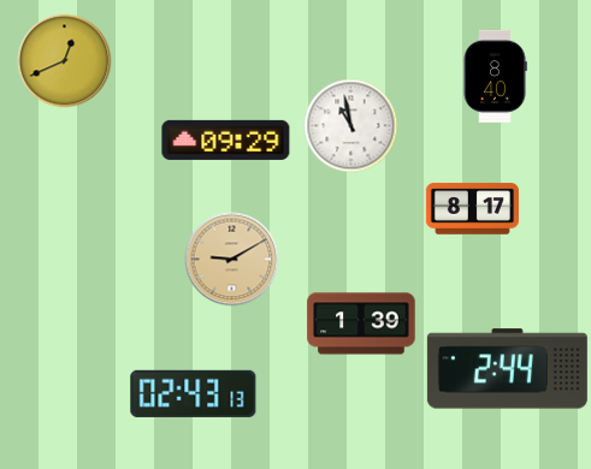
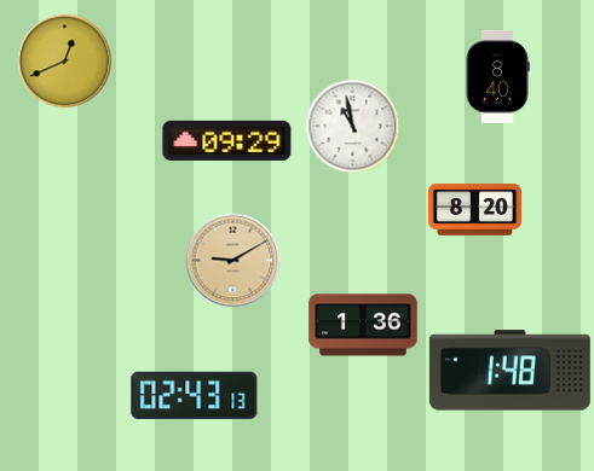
clock at (472, 209): 8:17 -> 8:20
clock at (361, 323): 1:39 -> 1:36
clock at (507, 369): 2:44 -> 1:48
